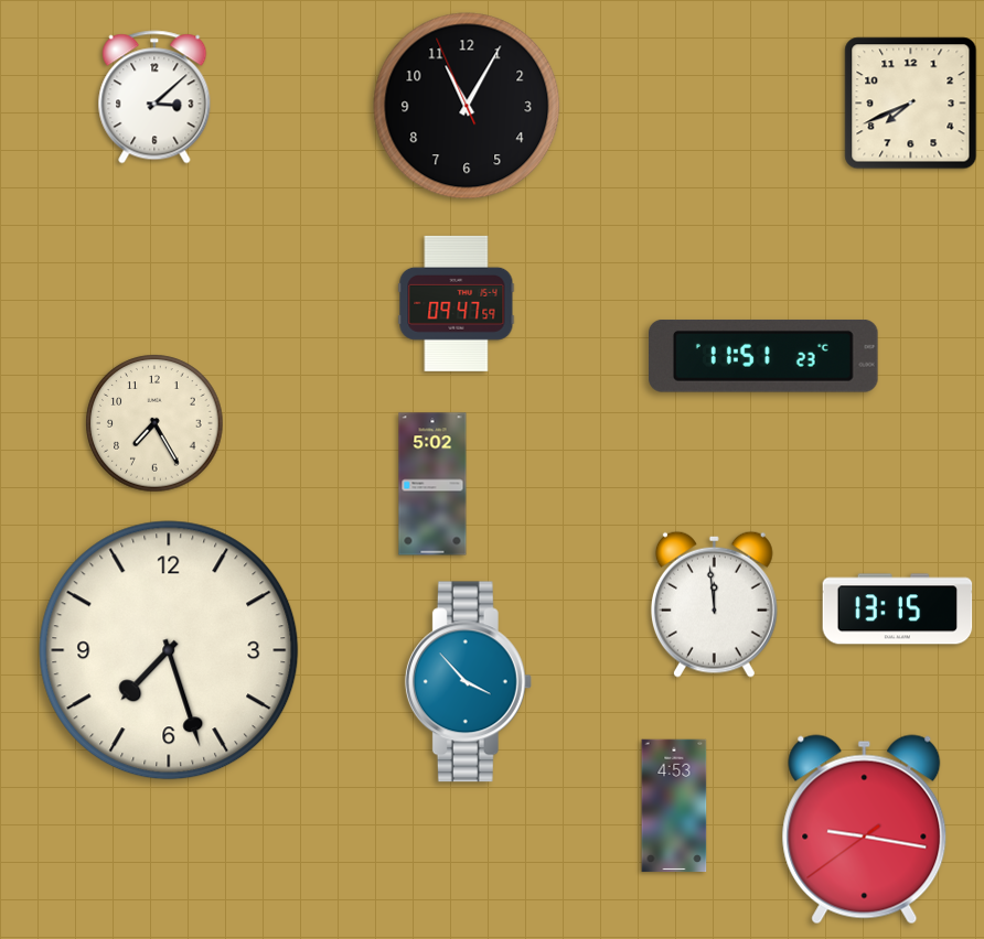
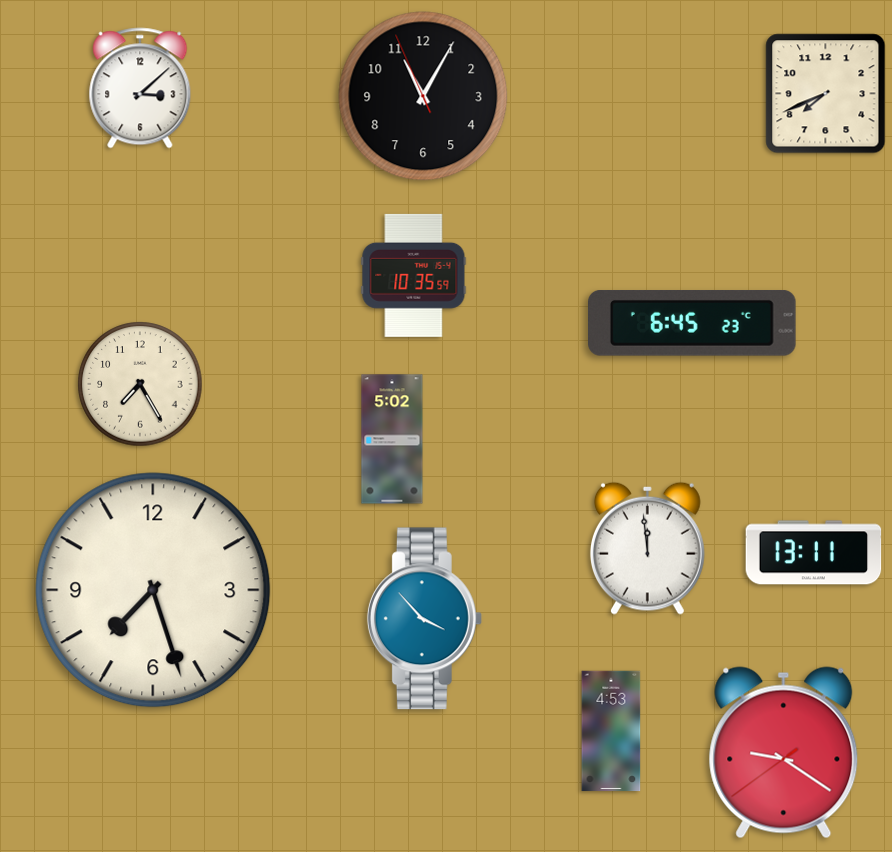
clock at (457, 303): 09:47 -> 10:35
clock at (764, 357): 11:51 -> 6:45
clock at (898, 609): 13:15 -> 13:11
clock at (865, 830): 9:16 -> 9:20
